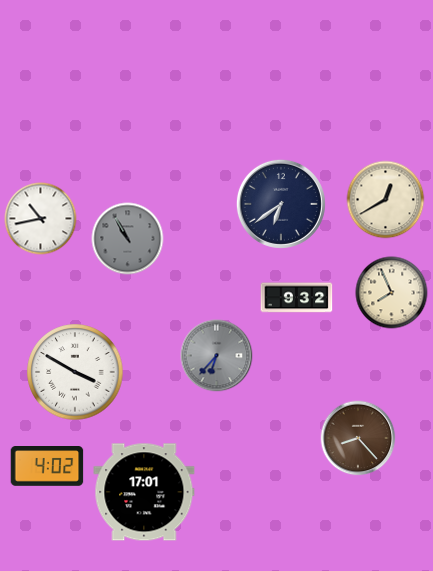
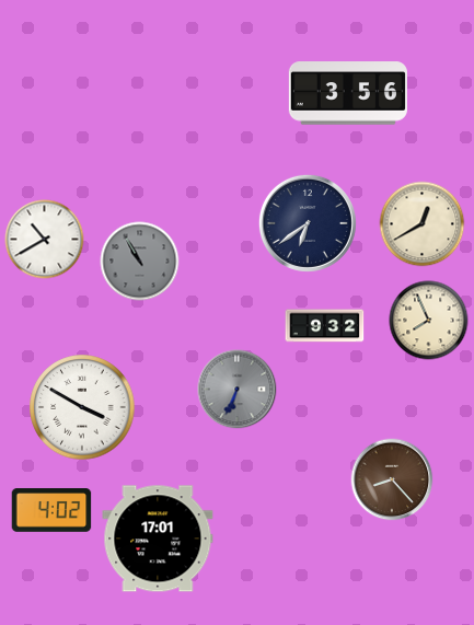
clock at (348, 93): none -> 3:56
clock at (386, 200) position: (386, 200) -> (423, 224)
clock at (41, 219): 10:43 -> 10:40
clock at (217, 356): 6:37 -> 6:34
